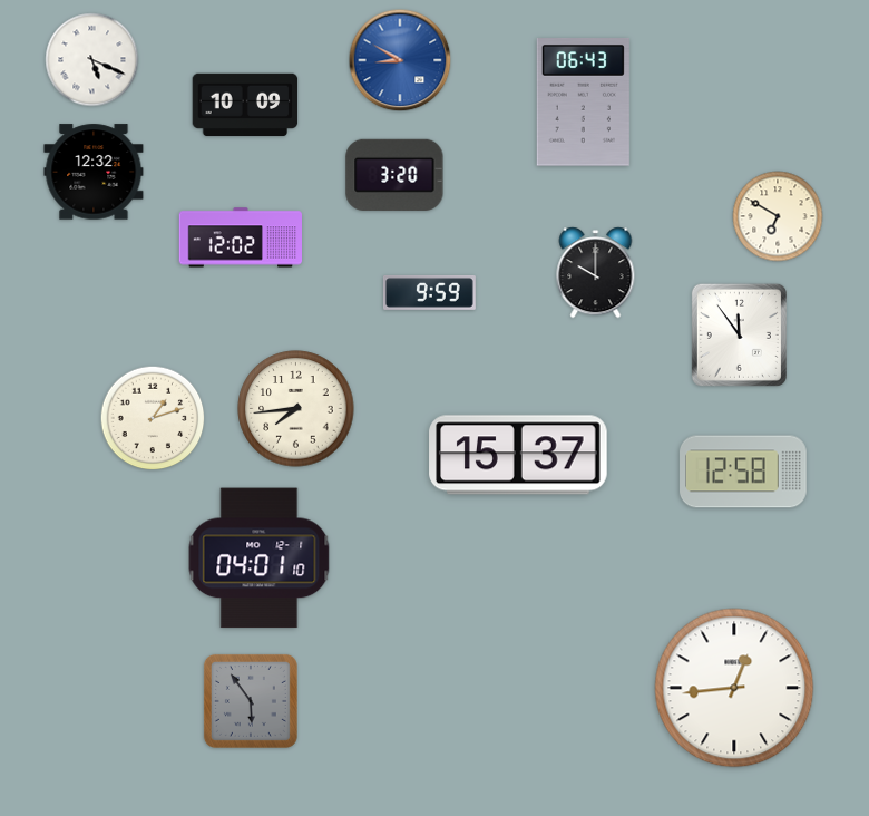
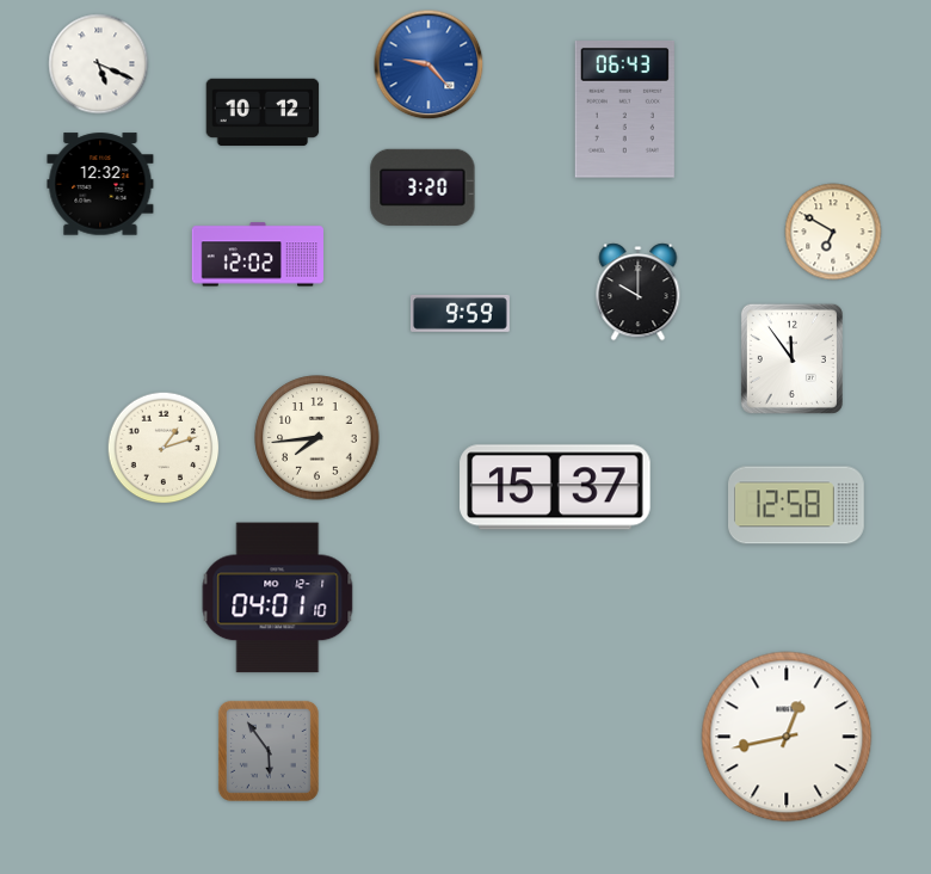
clock at (400, 60): 8:50 -> 9:23
clock at (245, 105): 10:09 -> 10:12
clock at (734, 688): 12:44 -> 12:43
